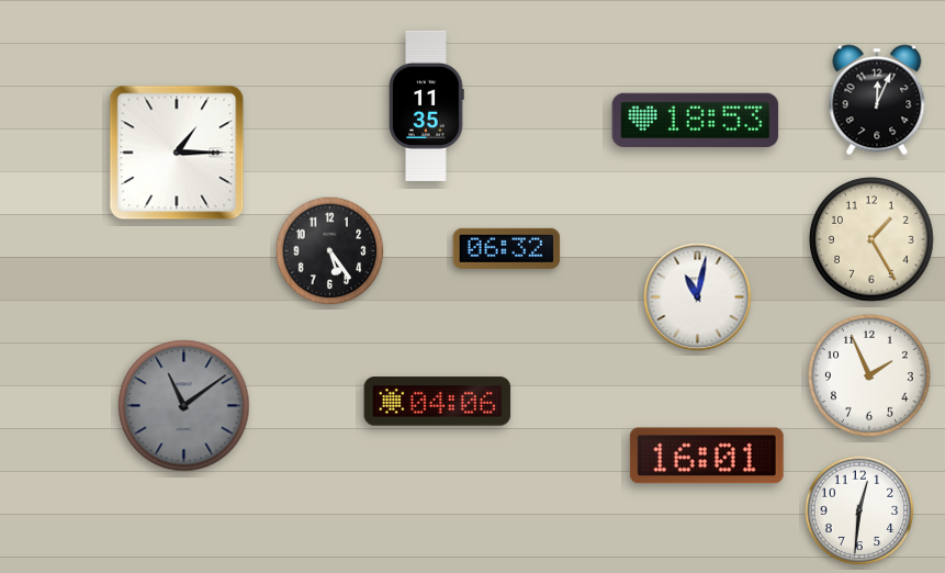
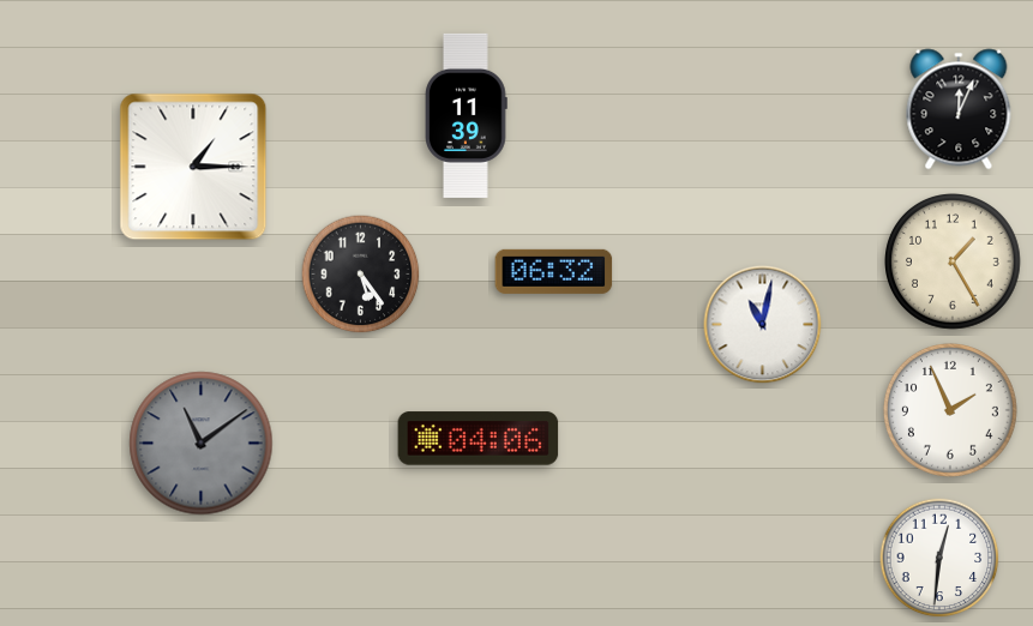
clock at (427, 105): 11:35 -> 11:39
clock at (696, 120): 18:53 -> none
clock at (707, 456): 16:01 -> none
